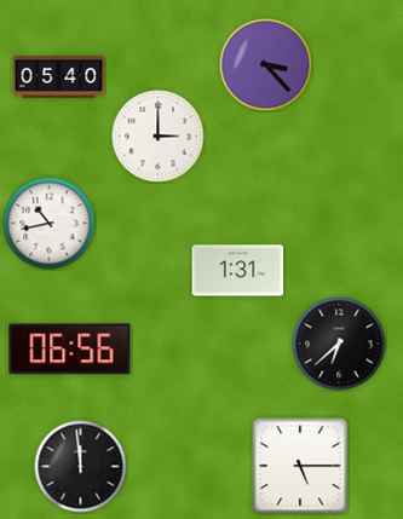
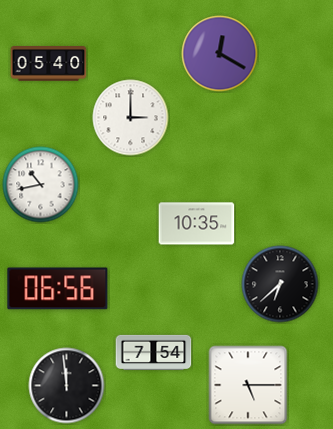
clock at (266, 65): 3:23 -> 12:20
clock at (159, 137) position: (159, 137) -> (131, 118)
clock at (238, 271): 1:31 -> 10:35
clock at (154, 352): none -> 7:54
